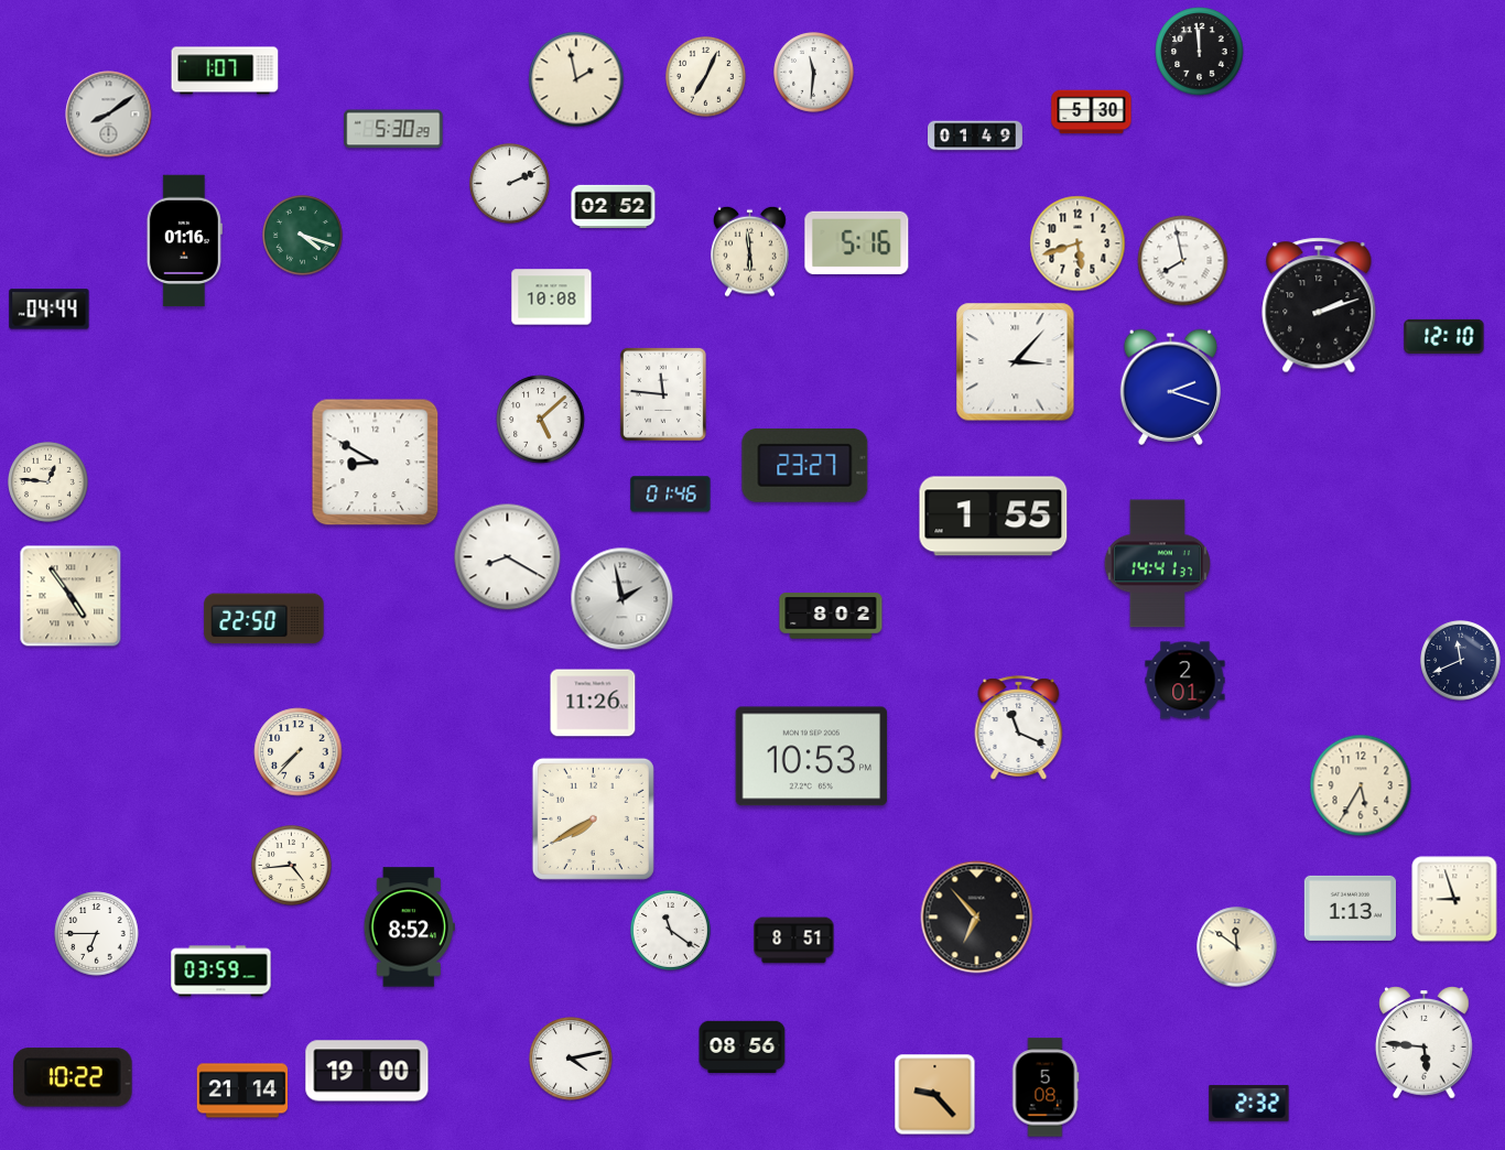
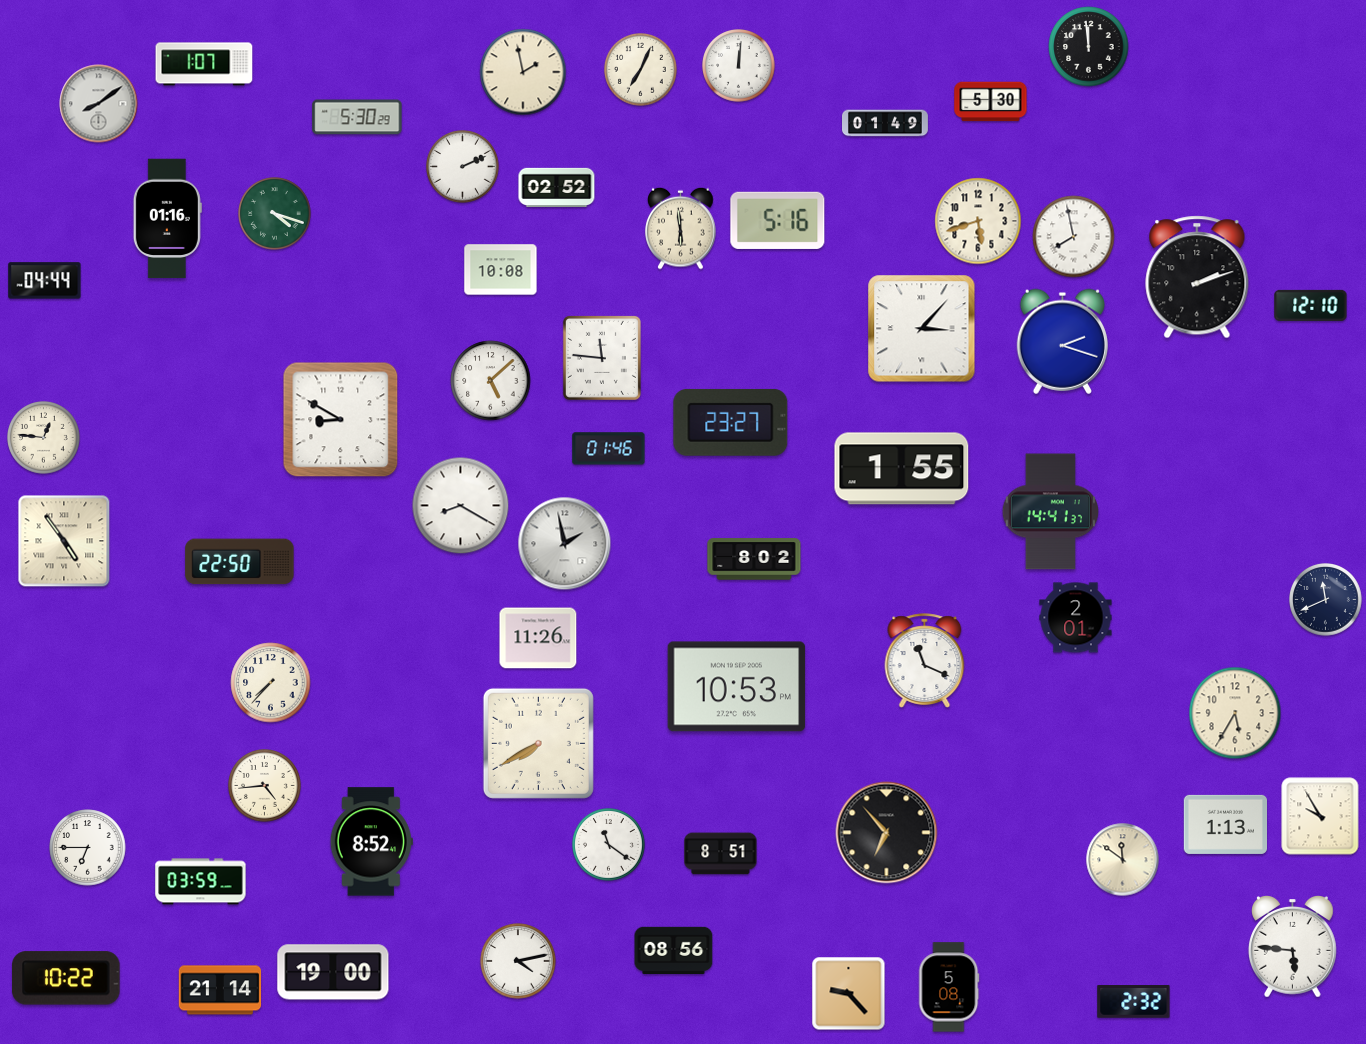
clock at (814, 73): 11:31 -> 12:01
clock at (1170, 387) position: (1170, 387) -> (1062, 341)
clock at (1454, 899): 8:57 -> 9:55
